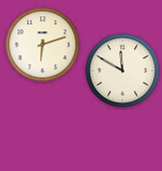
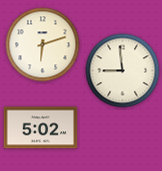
clock at (123, 71): 11:50 -> 8:59
clock at (41, 128): none -> 5:02
